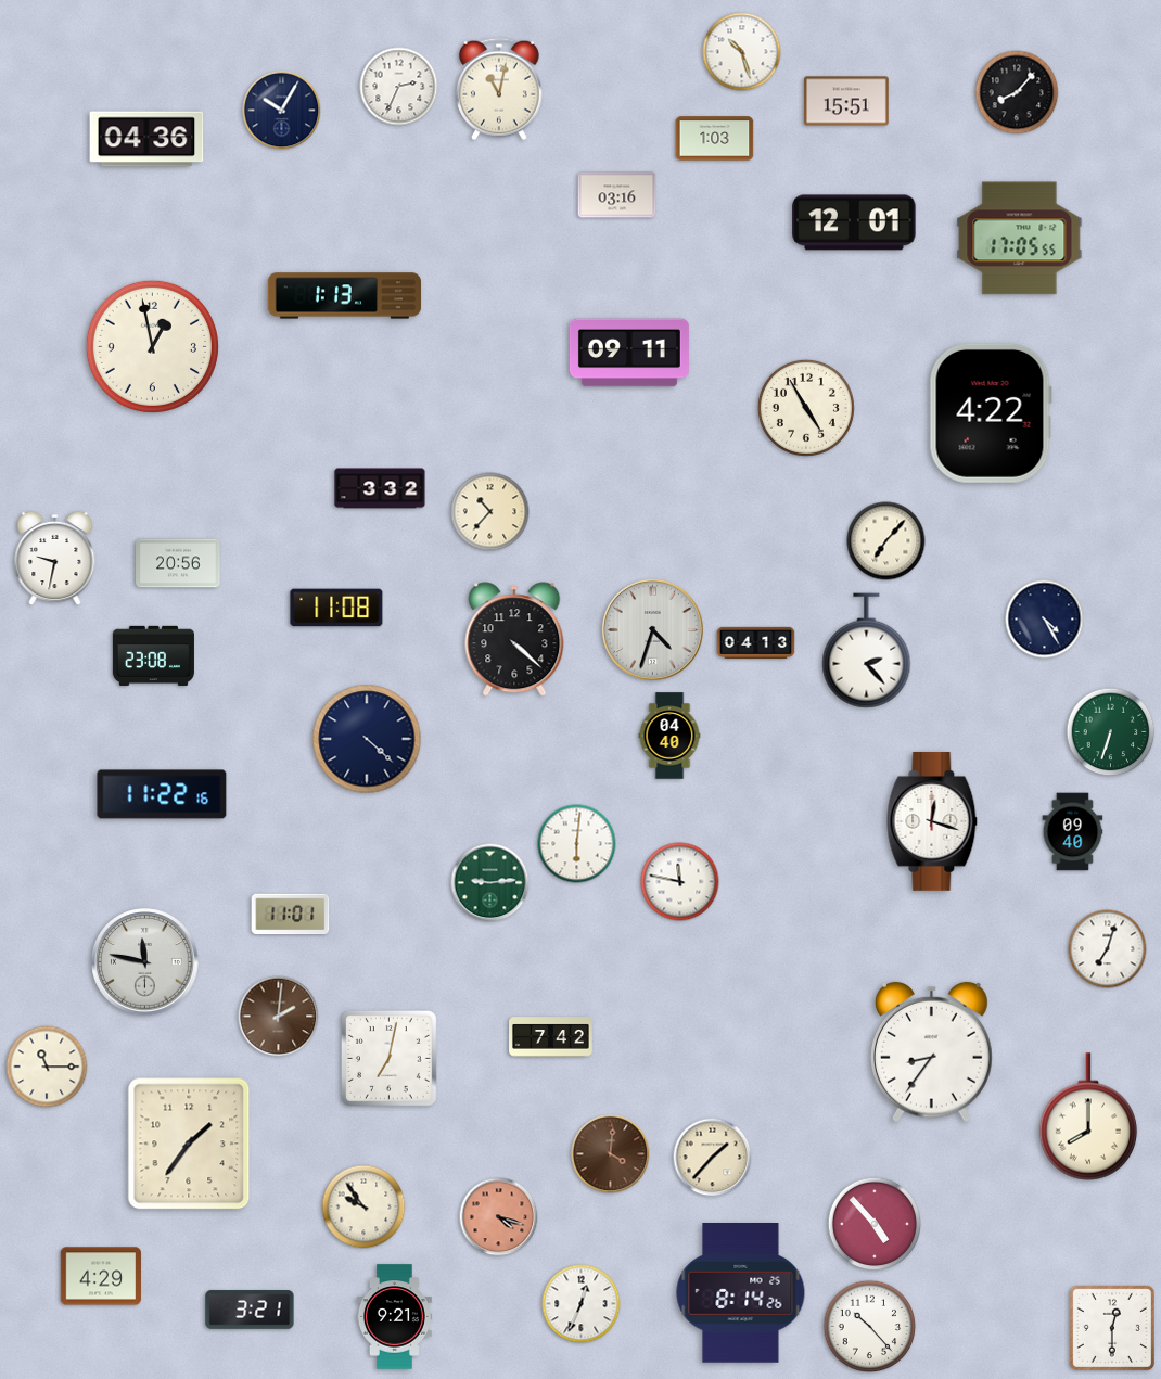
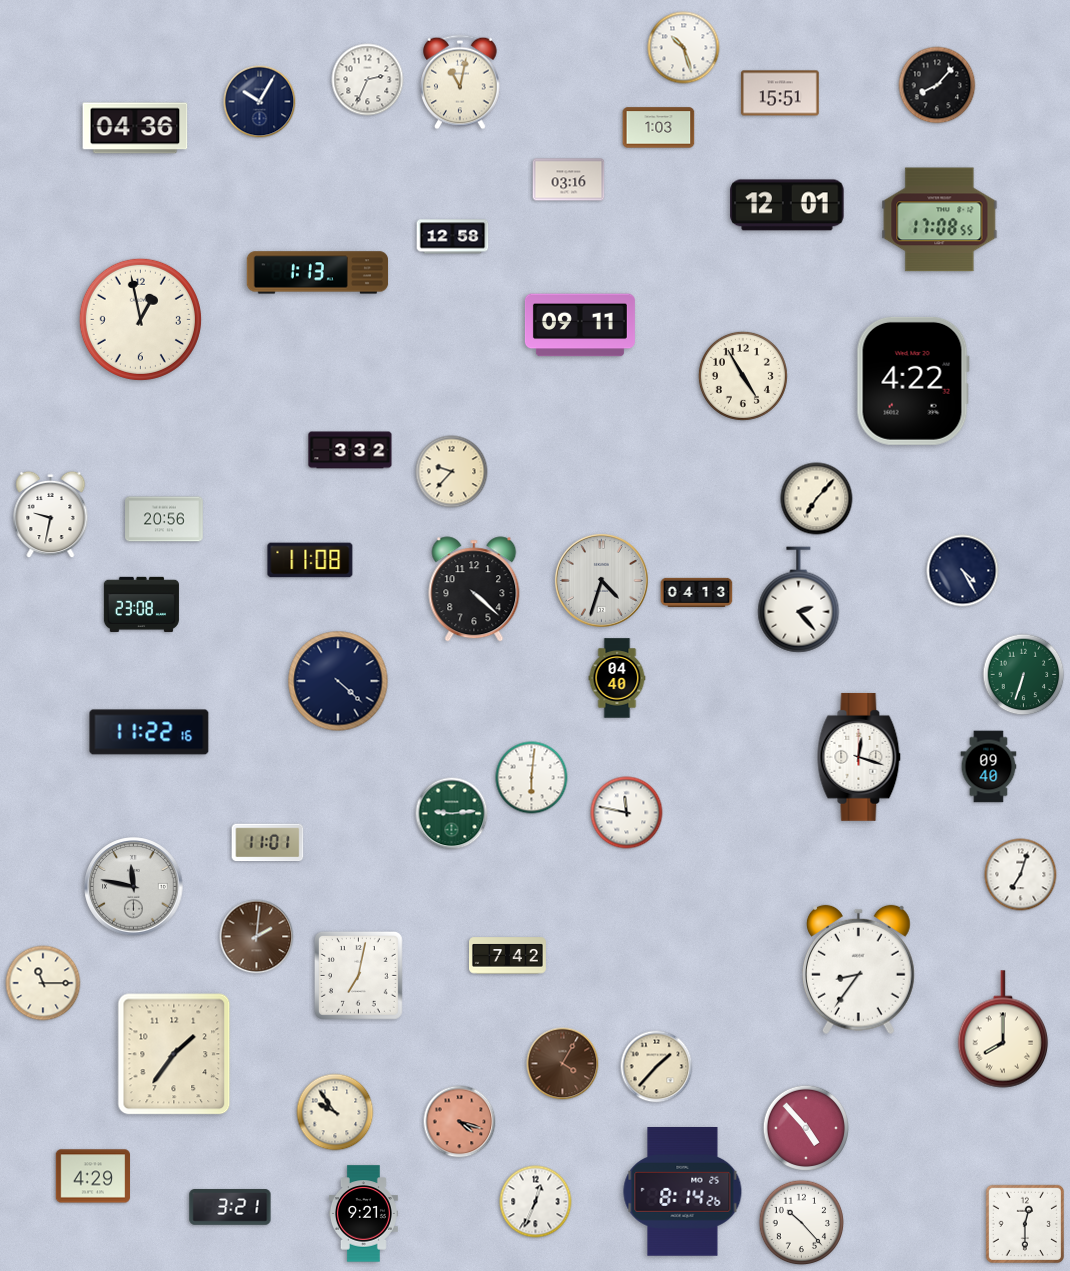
clock at (1020, 239): 17:05 -> 17:08
clock at (453, 237): none -> 12:58
clock at (490, 512): 10:37 -> 9:37
clock at (611, 1154): 4:01 -> 4:05
